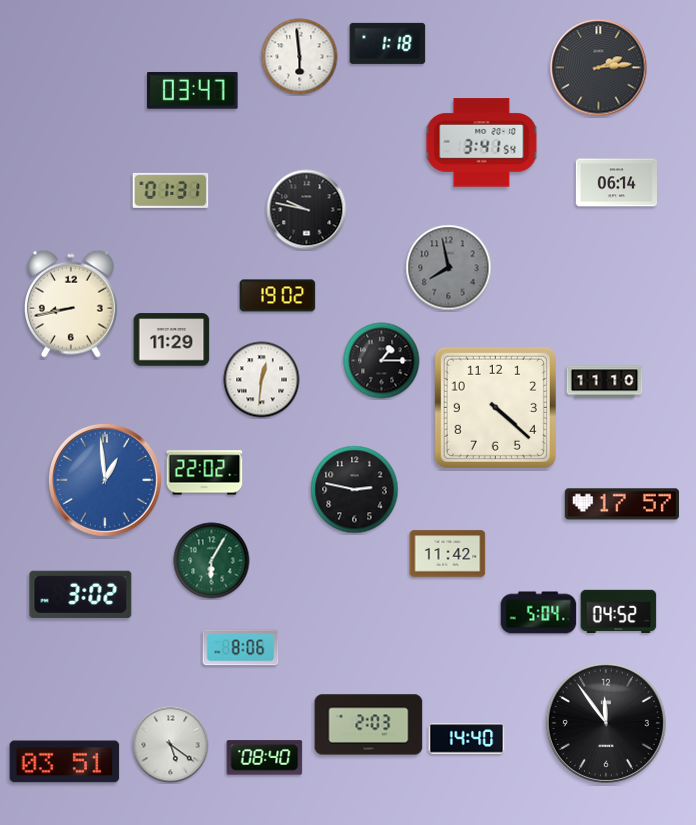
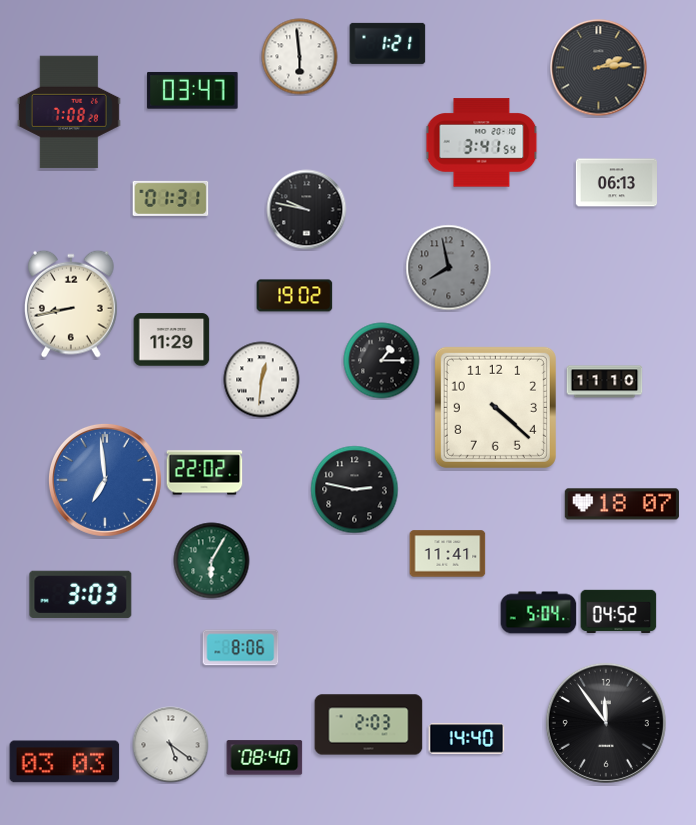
clock at (388, 43): 1:18 -> 1:21
clock at (69, 112): none -> 7:08
clock at (616, 183): 06:14 -> 06:13
clock at (171, 190) position: (171, 190) -> (171, 198)
clock at (278, 296) position: (278, 296) -> (295, 296)
clock at (105, 480): 12:59 -> 6:59
clock at (622, 504): 17:57 -> 18:07
clock at (448, 554): 11:42 -> 11:41
clock at (81, 594): 3:02 -> 3:03
clock at (65, 762): 03:51 -> 03:03
